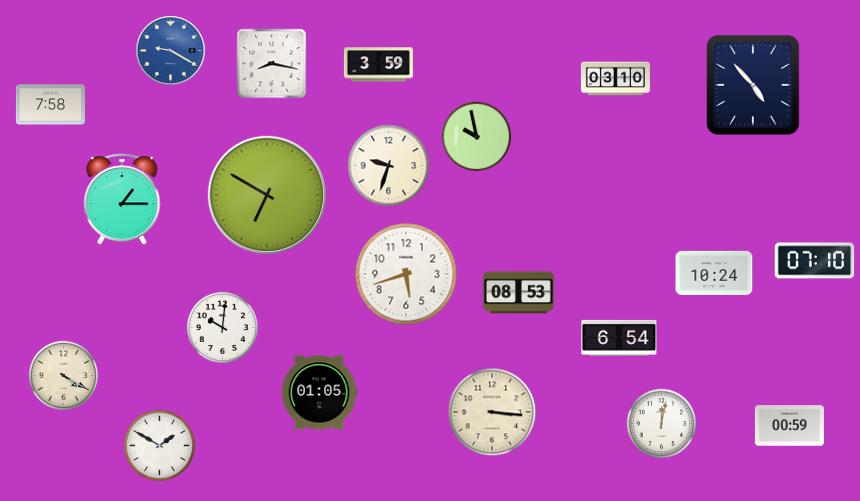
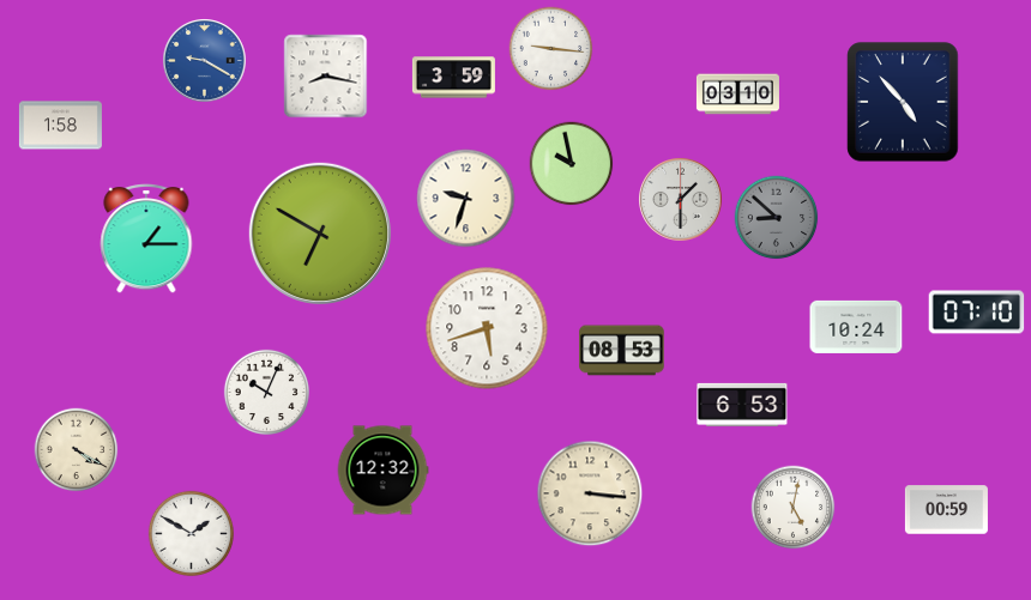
clock at (551, 49): none -> 9:16
clock at (50, 105): 7:58 -> 1:58
clock at (681, 200): none -> 1:30
clock at (777, 218): none -> 8:52
clock at (222, 327): 10:01 -> 10:04
clock at (619, 338): 6:54 -> 6:53
clock at (319, 393): 01:05 -> 12:32
clock at (662, 424): 12:02 -> 5:02
